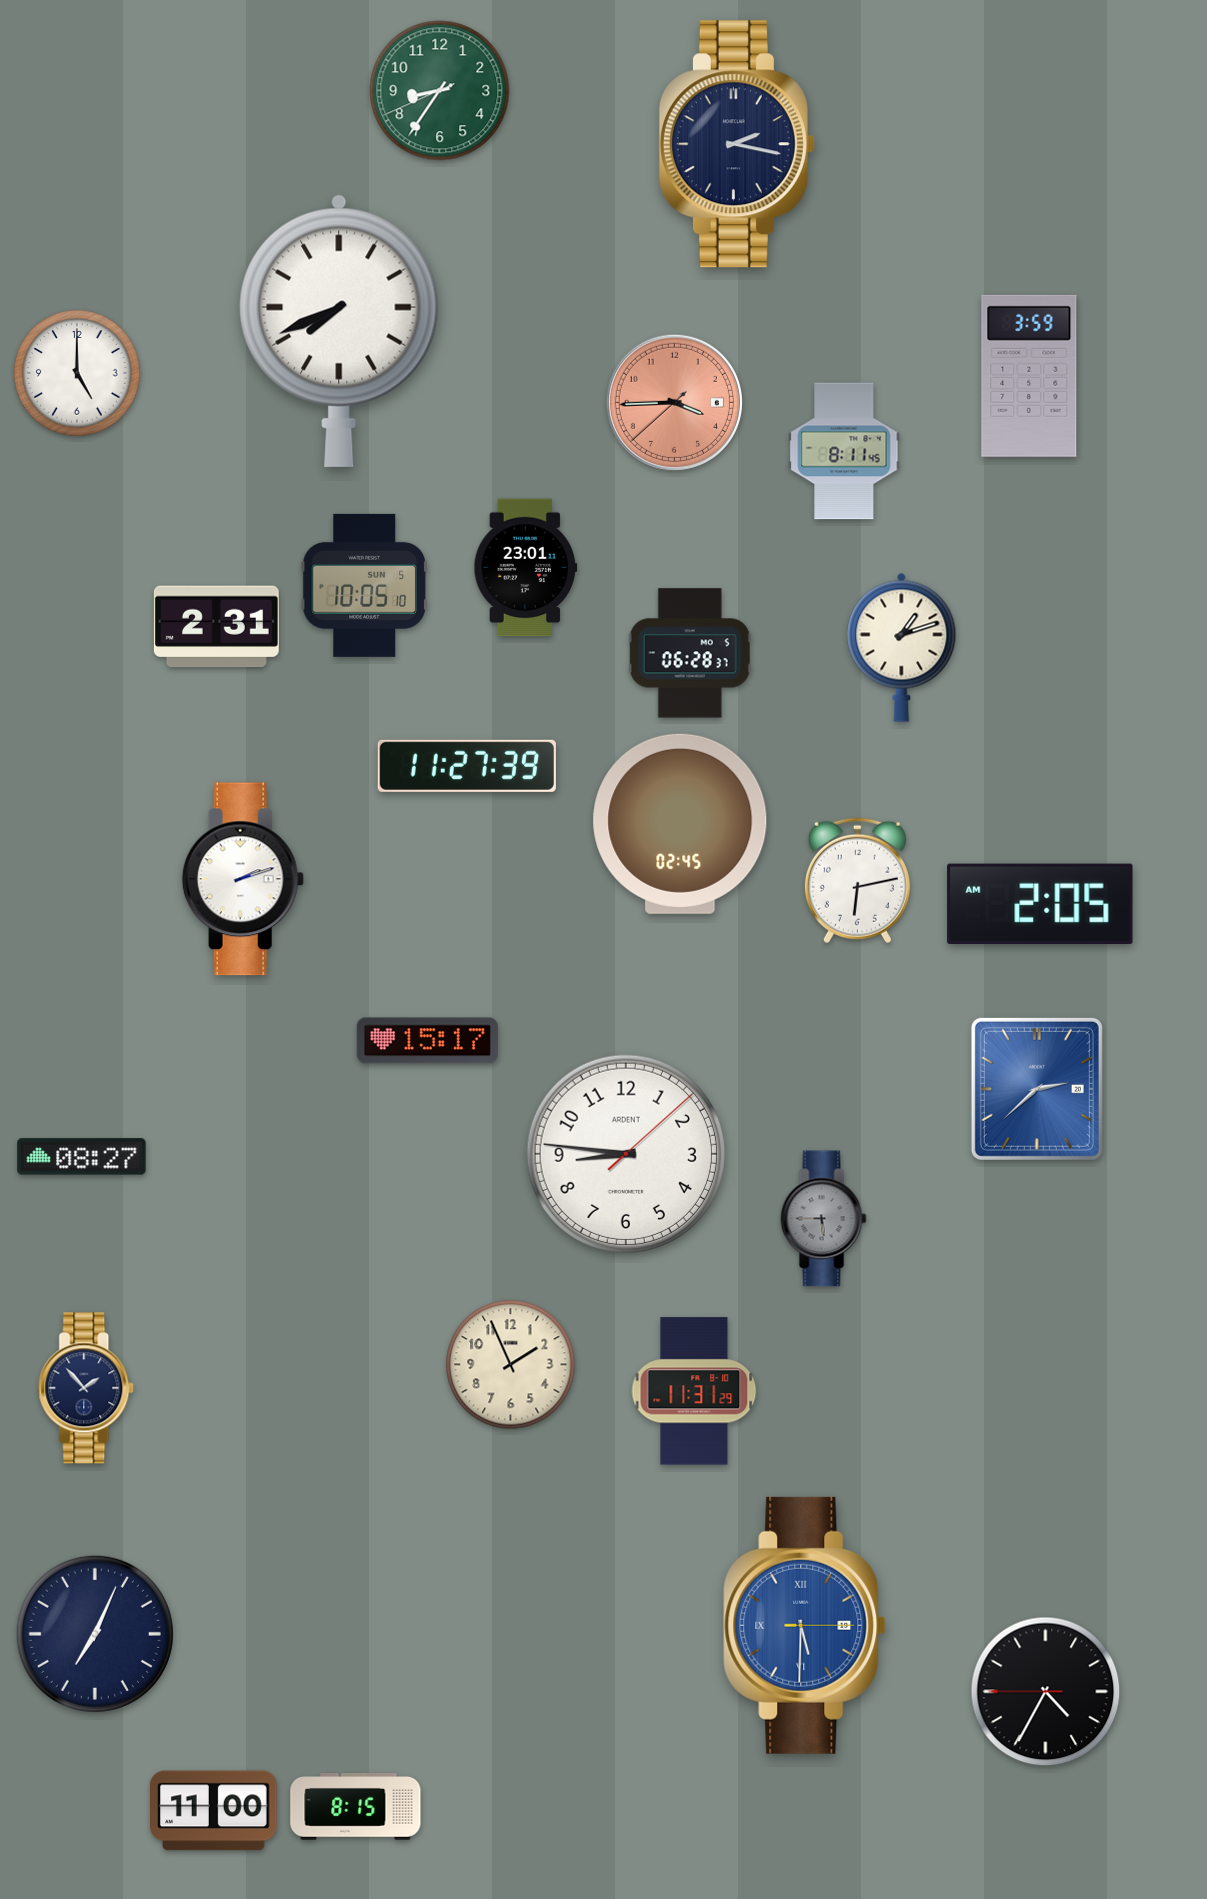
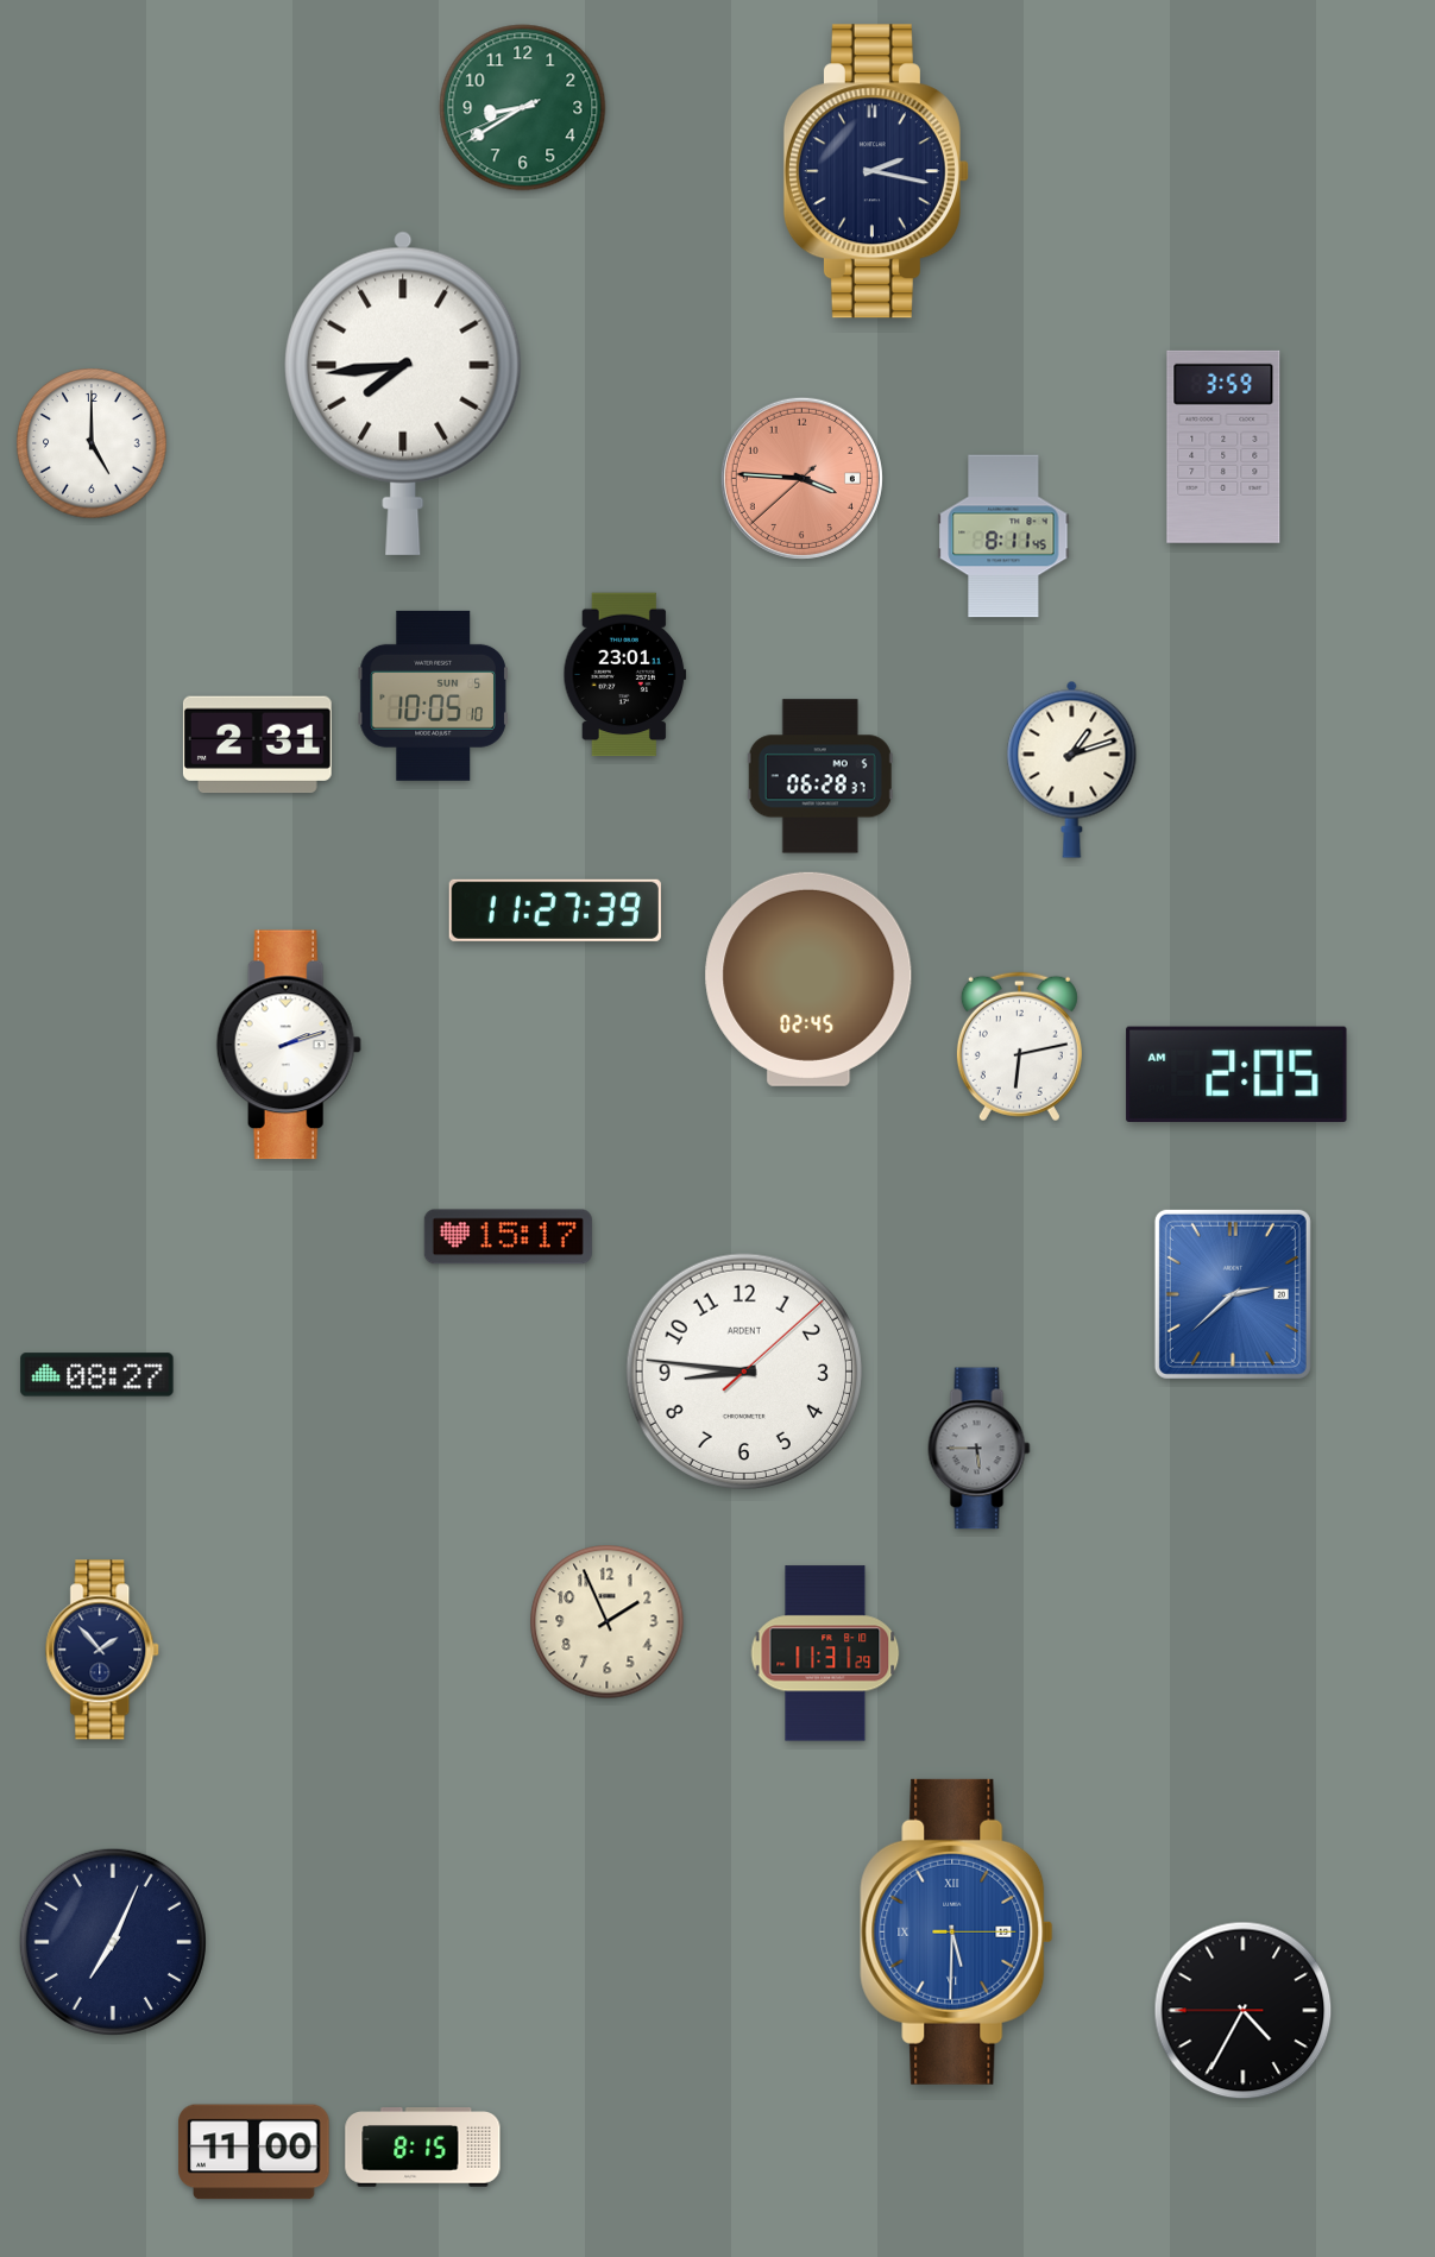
clock at (440, 91): 8:35 -> 8:39
clock at (339, 331): 7:41 -> 7:44
clock at (674, 402): 3:44 -> 3:45
